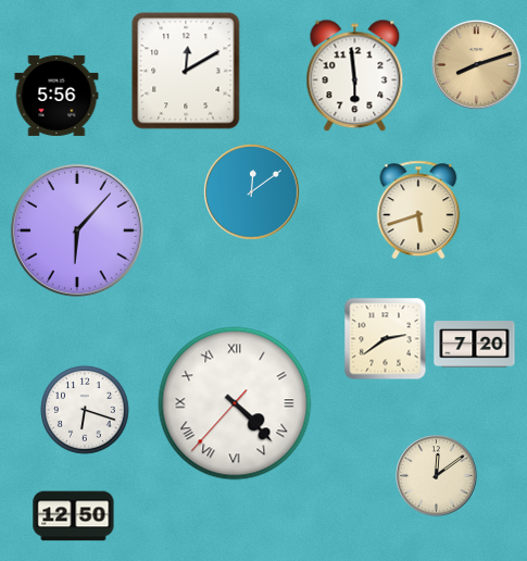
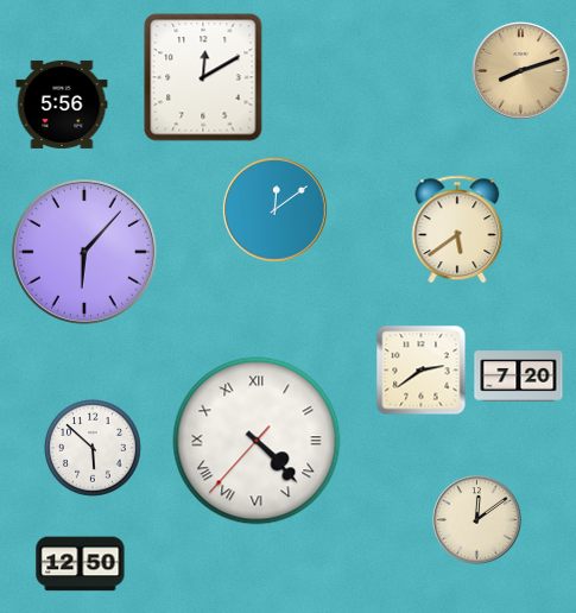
clock at (355, 76): 5:59 -> none
clock at (418, 209): 5:42 -> 5:39
clock at (85, 410): 6:18 -> 5:52
